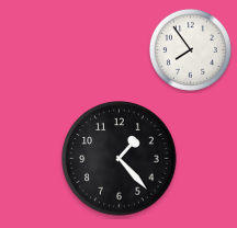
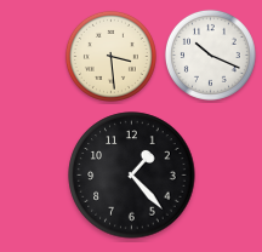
clock at (190, 49): 7:54 -> 10:19
clock at (110, 56): none -> 3:29
